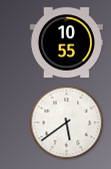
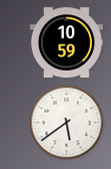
clock at (66, 43): 10:55 -> 10:59
